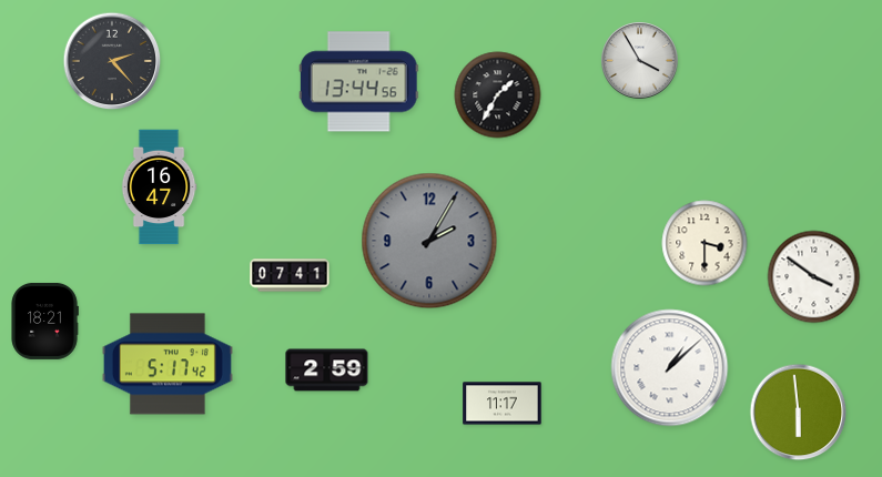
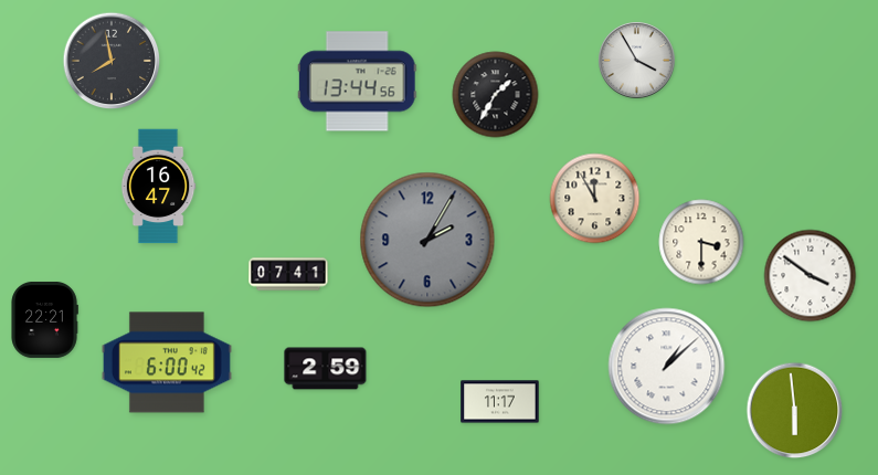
clock at (112, 61): 2:23 -> 7:58
clock at (595, 199): none -> 11:55
clock at (44, 321): 18:21 -> 22:21
clock at (168, 364): 5:17 -> 6:00
